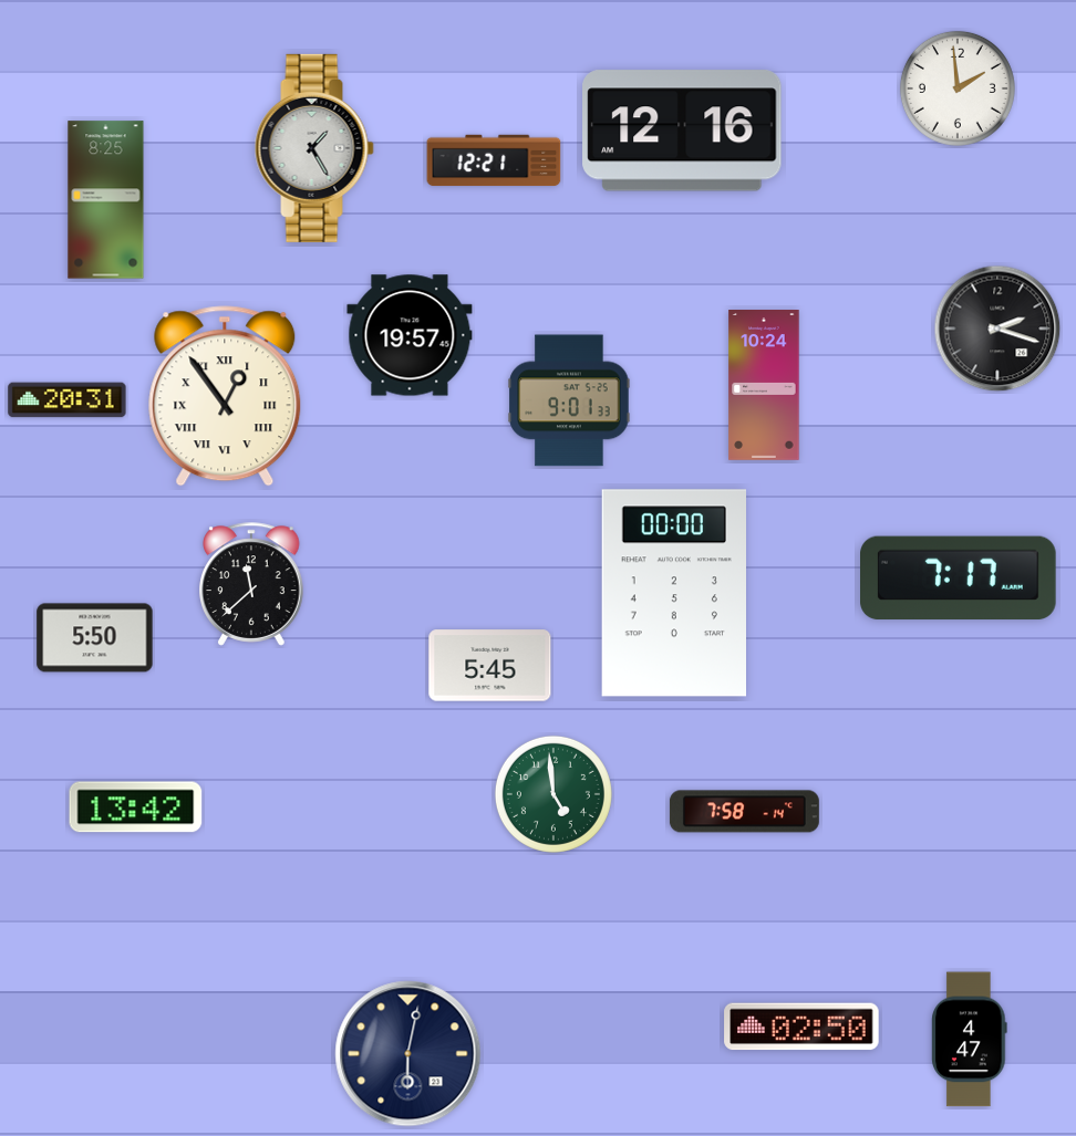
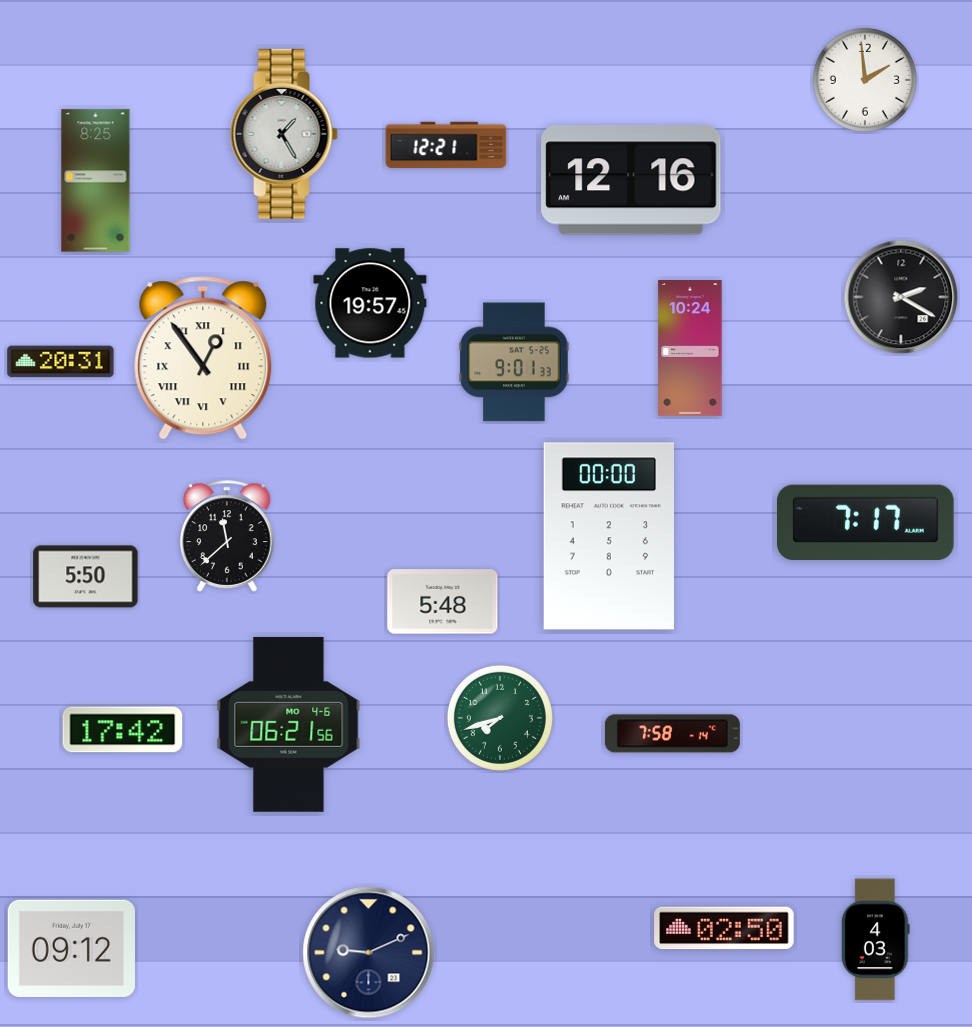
clock at (682, 131) position: (682, 131) -> (631, 180)
clock at (997, 329): 2:18 -> 2:20
clock at (251, 584) position: (251, 584) -> (227, 536)
clock at (490, 666): 5:45 -> 5:48
clock at (553, 794): 4:59 -> 7:42
clock at (289, 724): none -> 06:21
clock at (136, 807): 13:42 -> 17:42
clock at (970, 1040): 4:47 -> 4:03
clock at (71, 949): none -> 09:12
clock at (408, 1054): 6:02 -> 9:11
